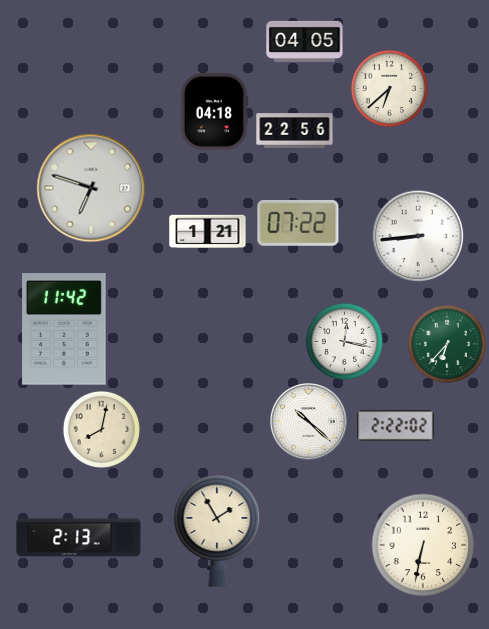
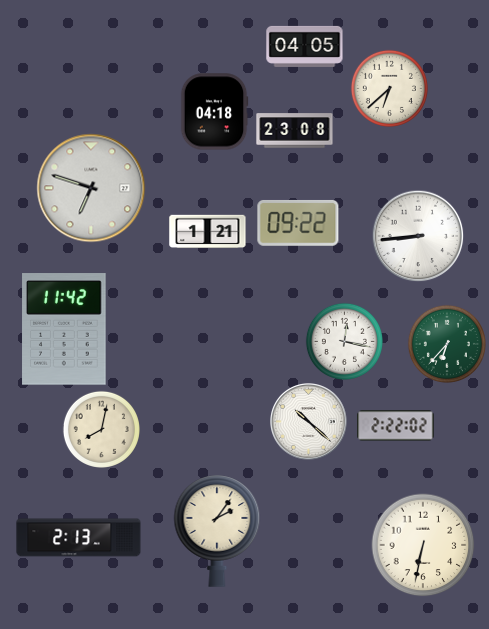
clock at (305, 41) position: (305, 41) -> (305, 46)
clock at (295, 131): 22:56 -> 23:08
clock at (298, 223): 07:22 -> 09:22
clock at (217, 531): 1:55 -> 2:06
